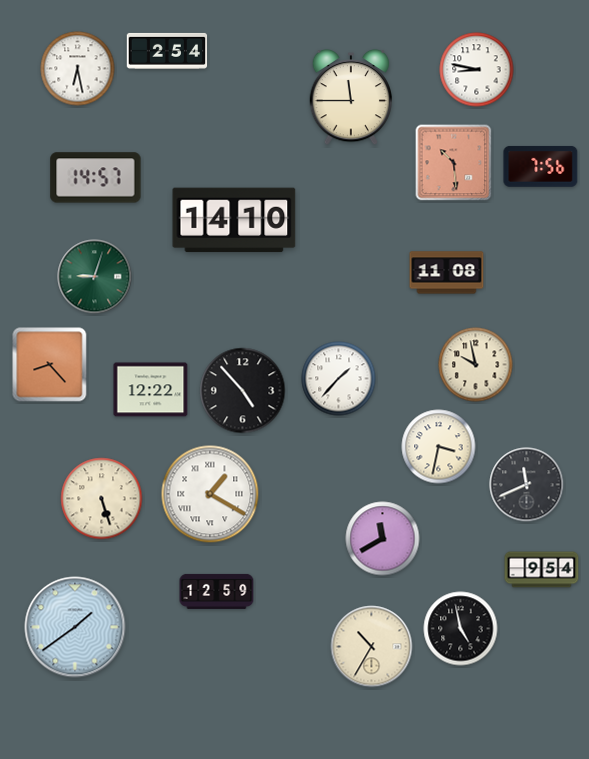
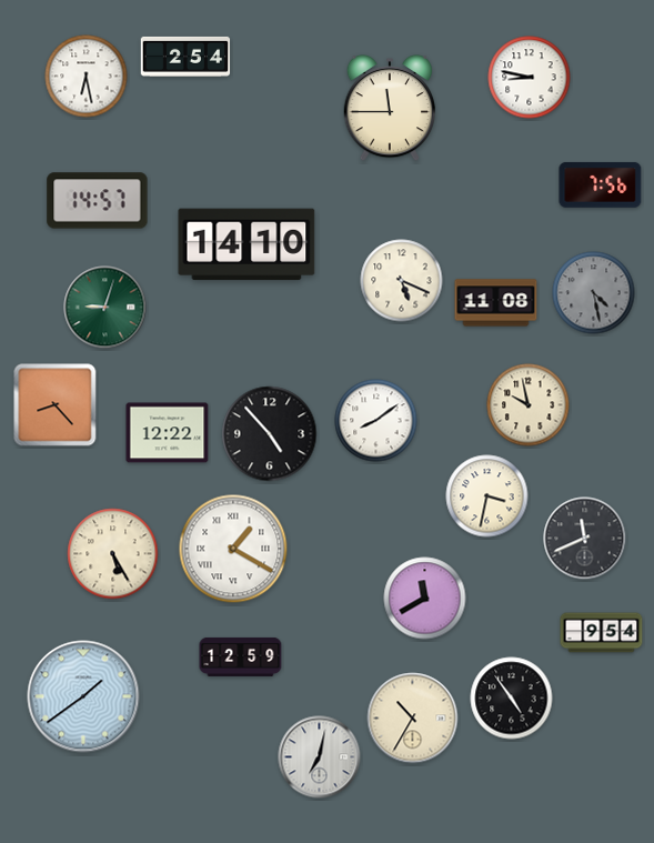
clock at (454, 163): 10:29 -> none
clock at (96, 178) position: (96, 178) -> (98, 201)
clock at (234, 220) position: (234, 220) -> (246, 244)
clock at (402, 281): none -> 5:19
clock at (594, 293): none -> 4:28
clock at (339, 379): 1:37 -> 8:09
clock at (102, 499): 5:27 -> 5:25
clock at (461, 629): 4:58 -> 4:54
clock at (320, 757): none -> 7:02
